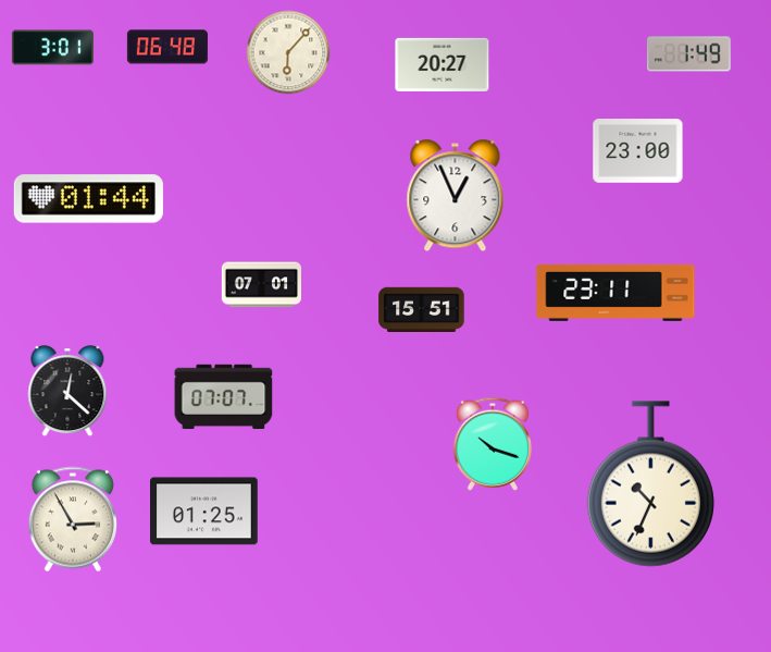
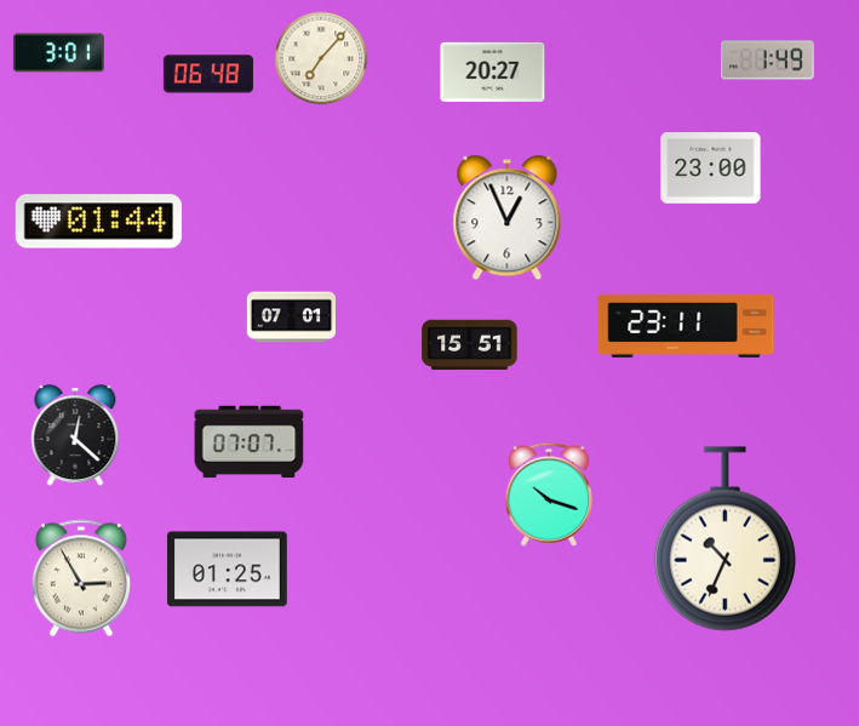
clock at (167, 47) position: (167, 47) -> (208, 74)
clock at (288, 52): 6:07 -> 7:07
